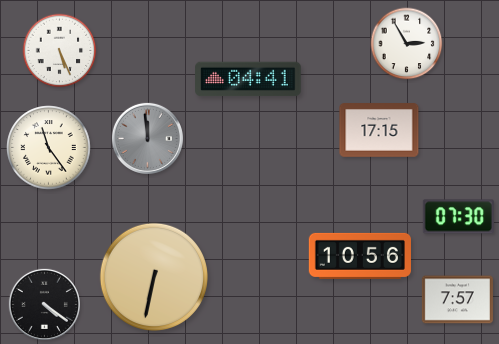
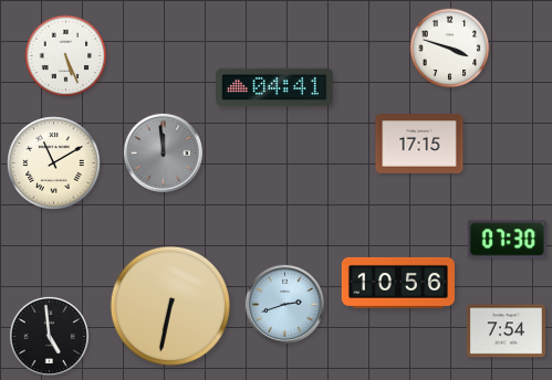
clock at (407, 44): 2:55 -> 3:48
clock at (49, 148): 11:24 -> 11:10
clock at (284, 304): none -> 2:42
clock at (457, 300): 7:57 -> 7:54
clock at (44, 304): 4:21 -> 4:59
